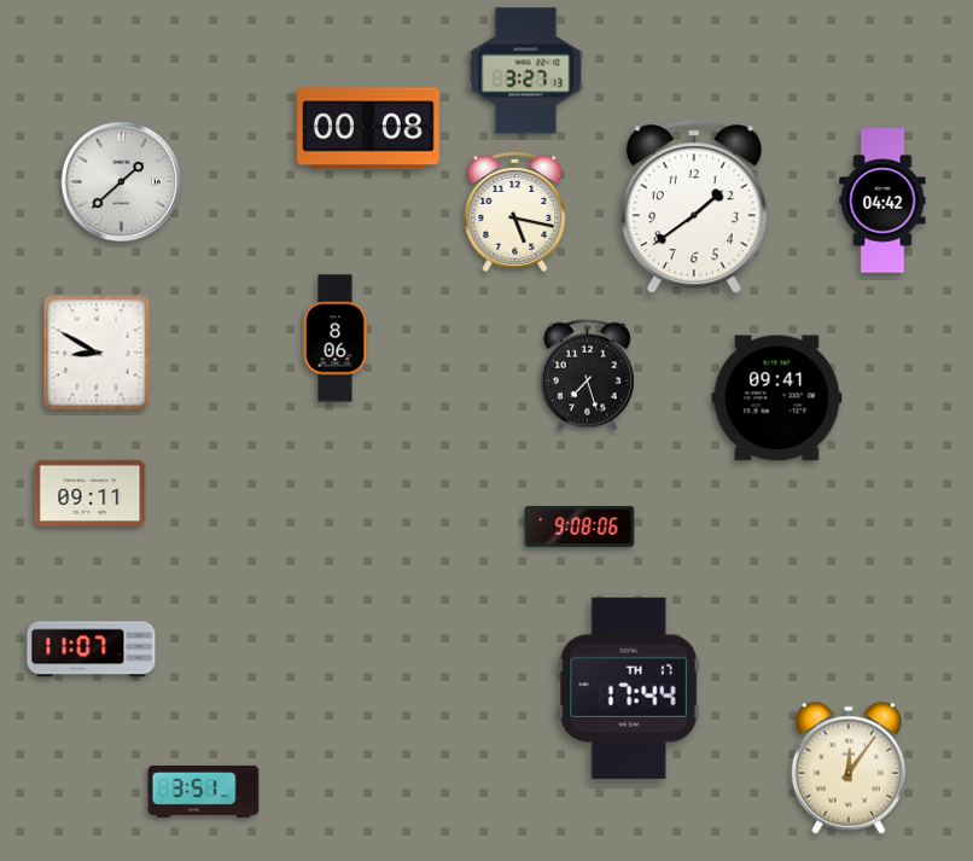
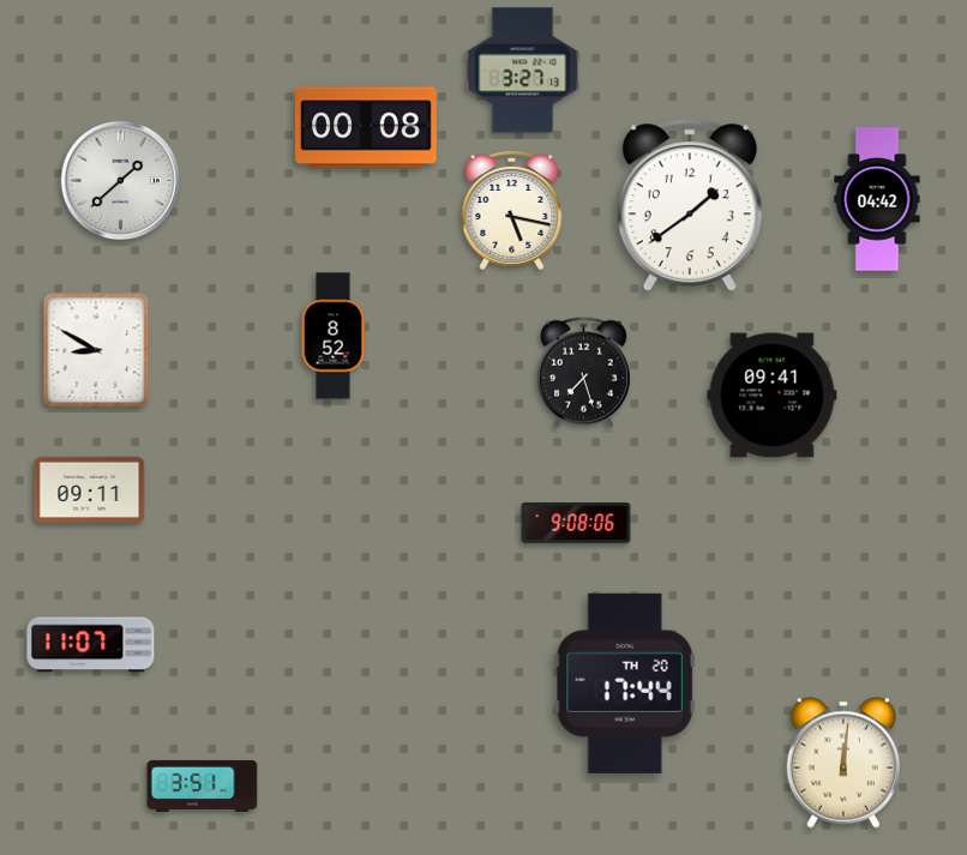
clock at (336, 338): 8:06 -> 8:52
clock at (629, 688) date: TH 17 -> TH 20
clock at (847, 768): 12:06 -> 12:01
